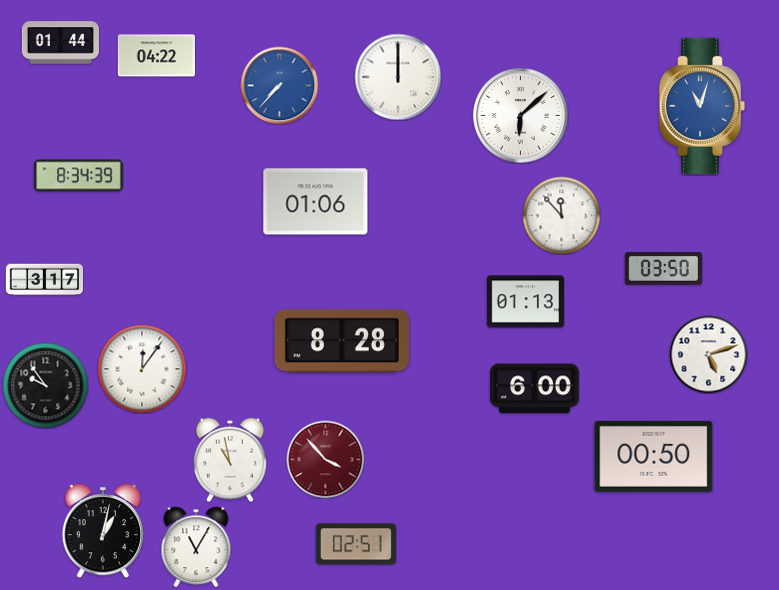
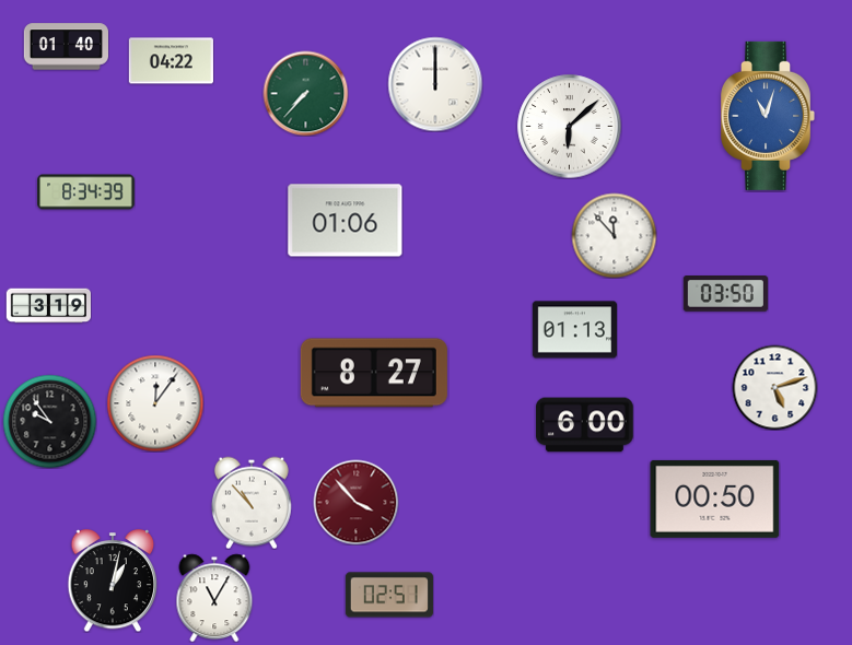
clock at (60, 43): 01:44 -> 01:40
clock at (279, 85) dial: blue -> green
clock at (44, 280): 3:17 -> 3:19
clock at (342, 341): 8:28 -> 8:27
clock at (230, 460): 10:58 -> 10:53
